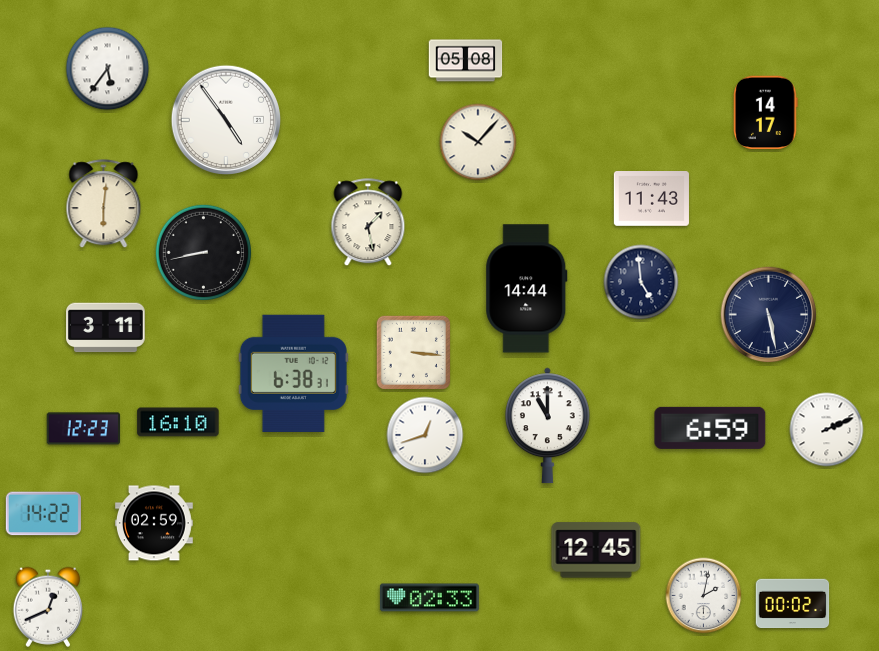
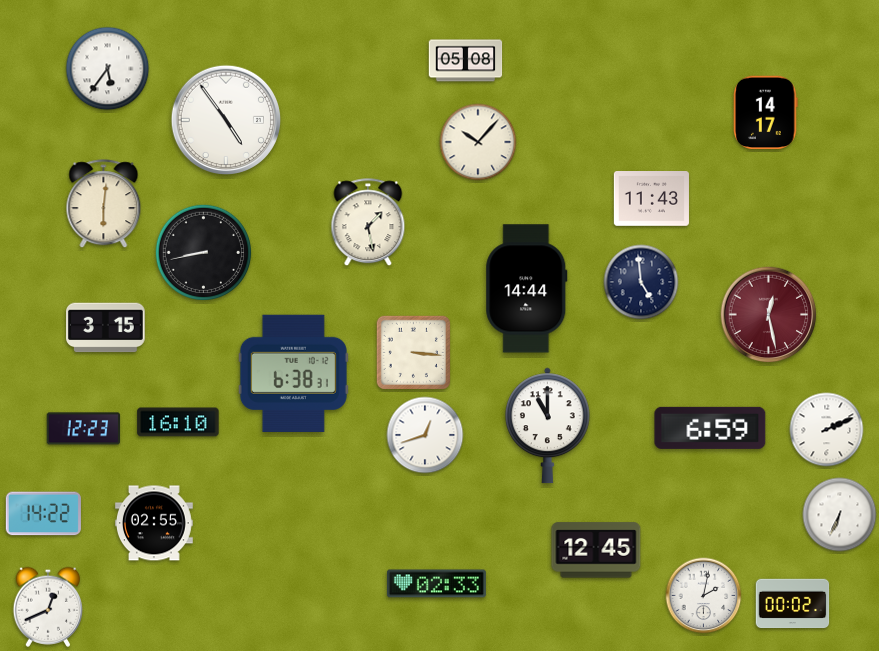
clock at (769, 315): 5:28 -> 12:28
clock at (769, 315) dial: navy -> burgundy
clock at (106, 328): 3:11 -> 3:15
clock at (840, 515): none -> 6:34
clock at (154, 523): 02:59 -> 02:55
clock at (429, 598) position: (429, 598) -> (436, 584)
